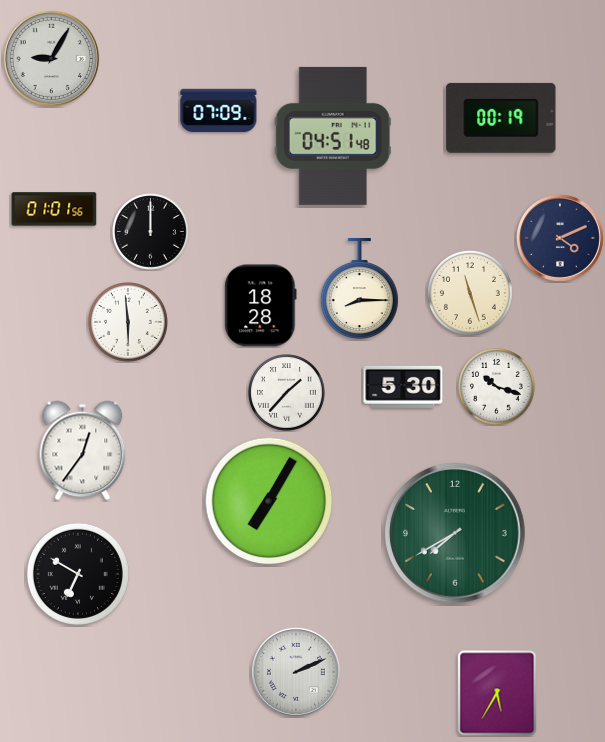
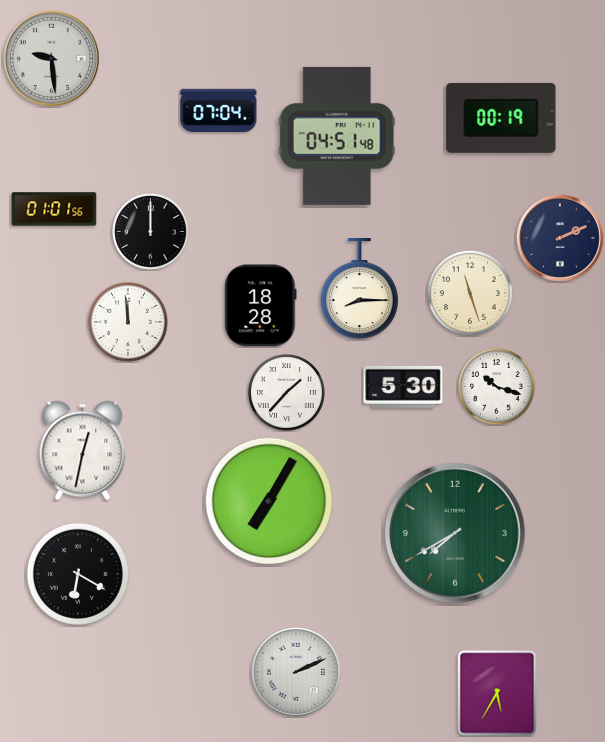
clock at (51, 58): 9:05 -> 9:29
clock at (219, 110): 07:09 -> 07:04
clock at (333, 136) position: (333, 136) -> (337, 136)
clock at (560, 238): 4:11 -> 2:11
clock at (129, 323): 5:59 -> 11:59
clock at (83, 451): 12:36 -> 12:32
clock at (78, 574): 6:50 -> 6:20
